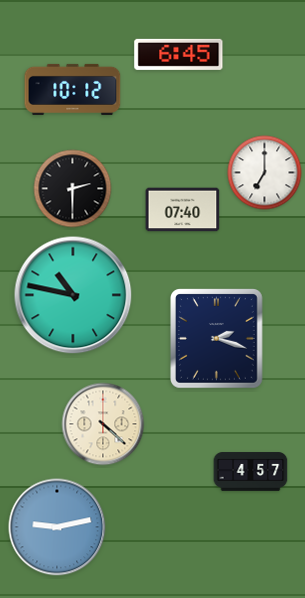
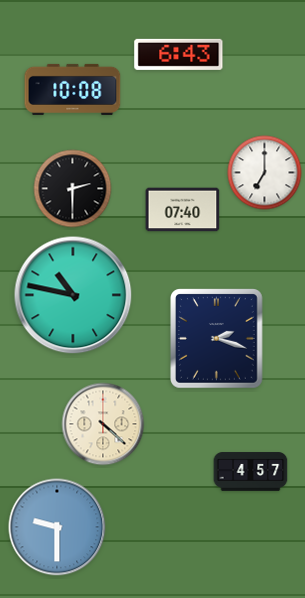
clock at (179, 54): 6:45 -> 6:43
clock at (73, 89): 10:12 -> 10:08
clock at (57, 527): 9:13 -> 9:30
